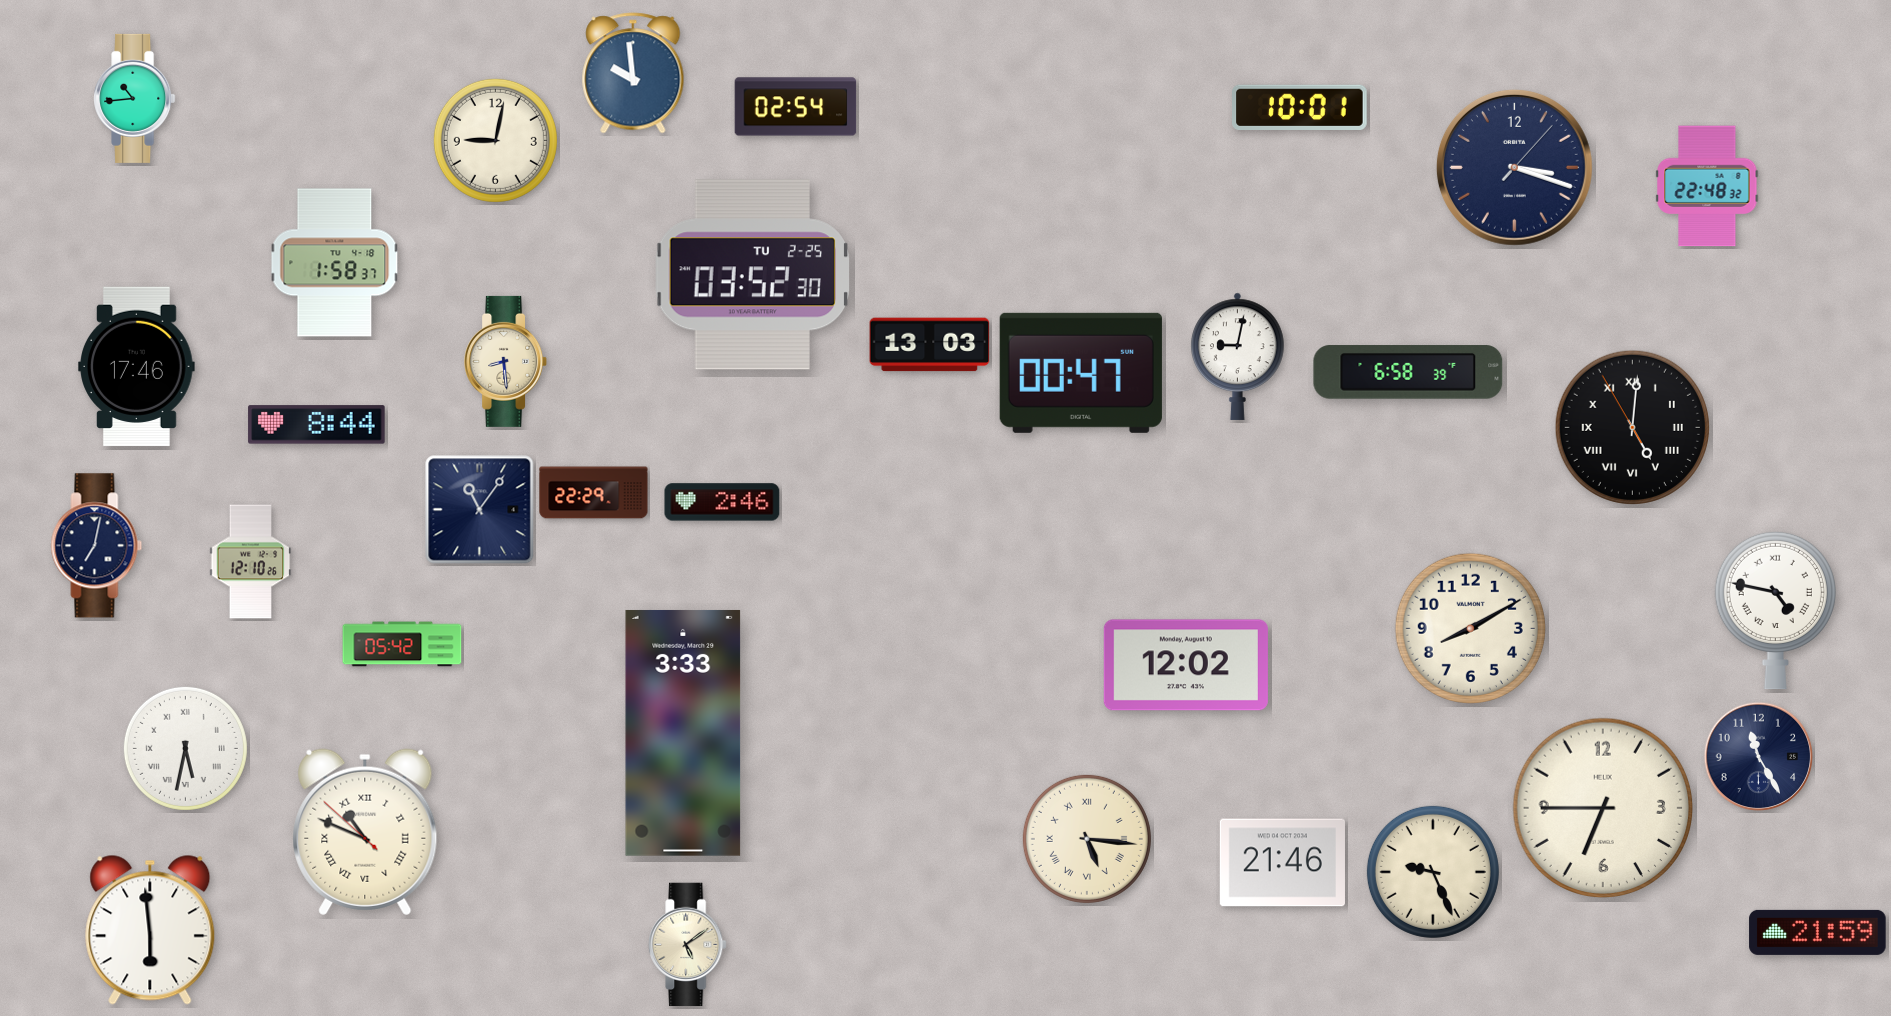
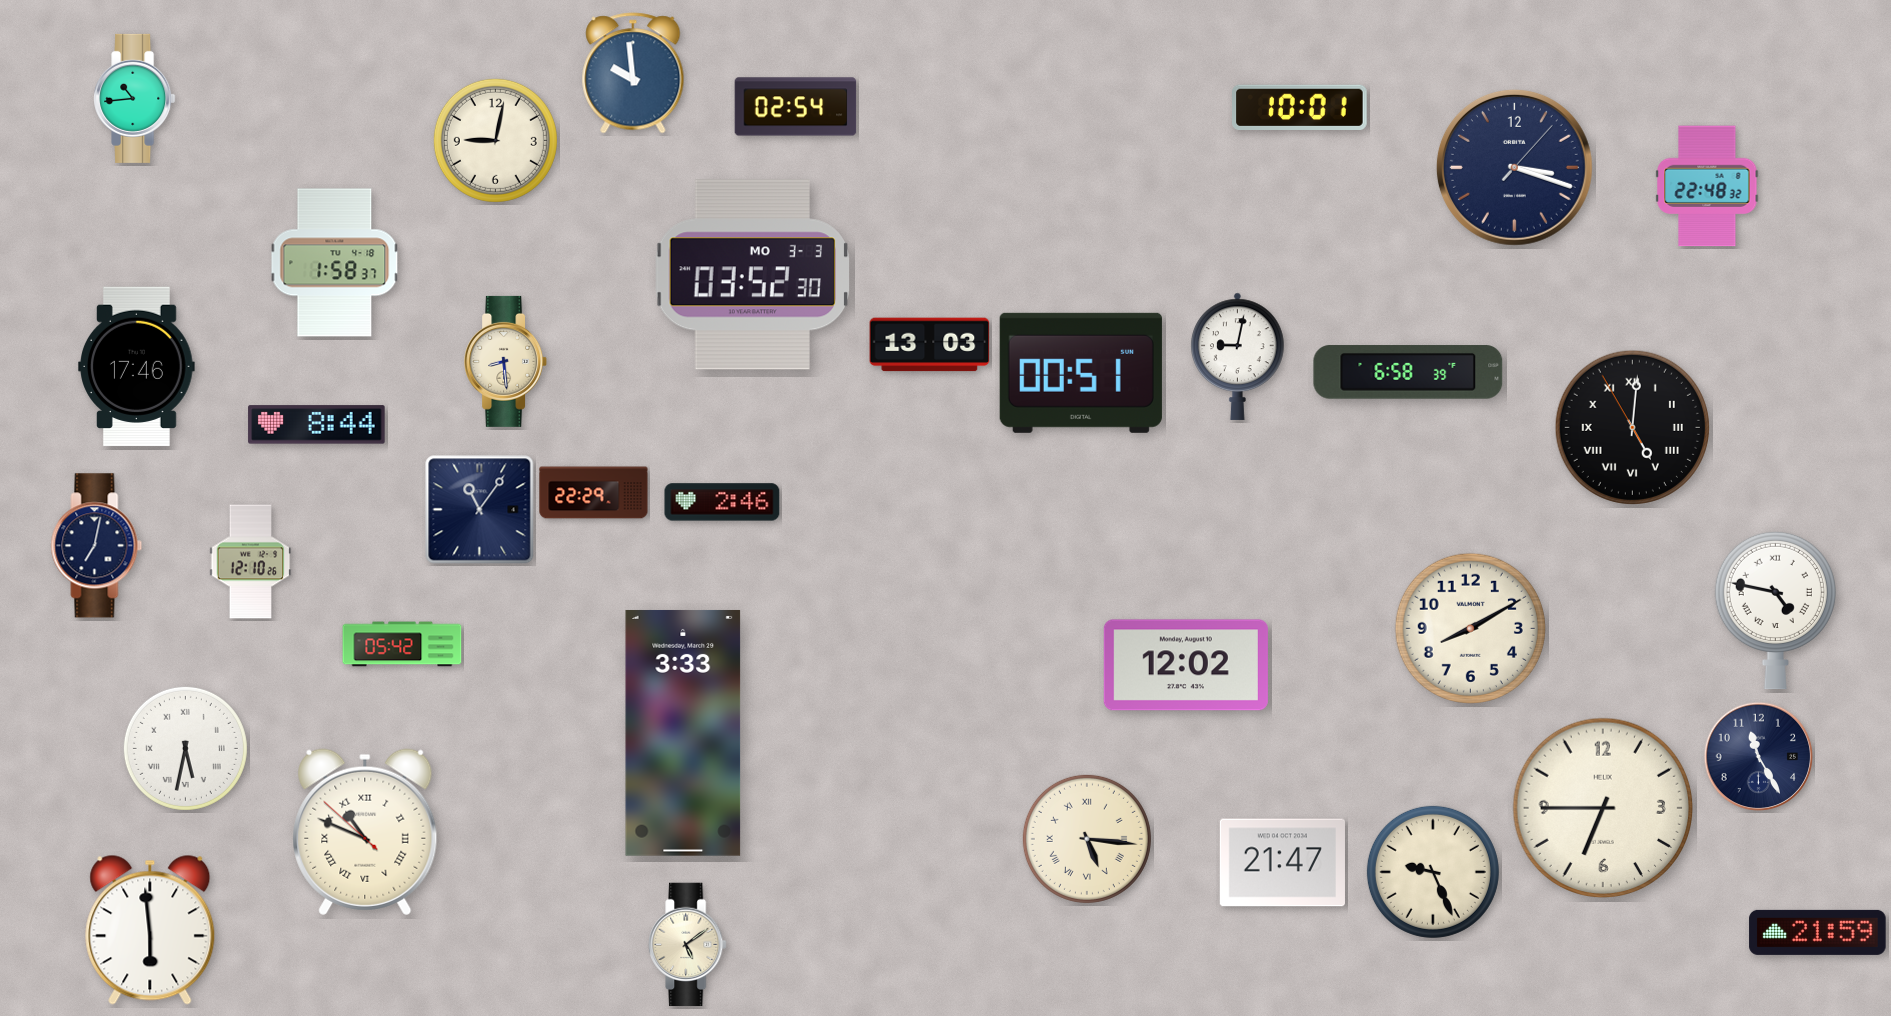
clock at (753, 275) date: TU 2-25 -> MO 3-3
clock at (1081, 373): 00:47 -> 00:51
clock at (1282, 863): 21:46 -> 21:47
